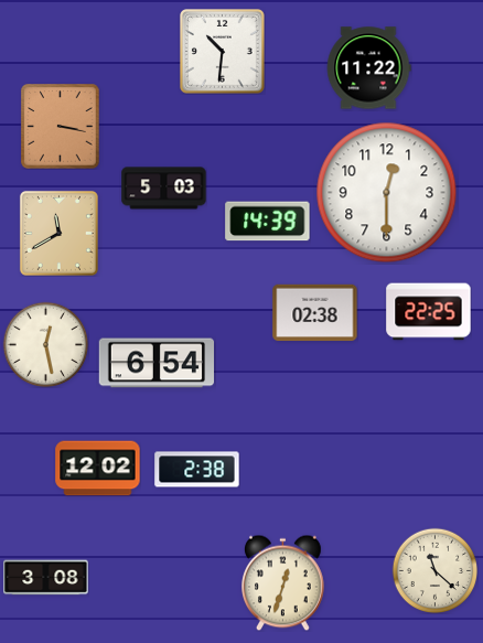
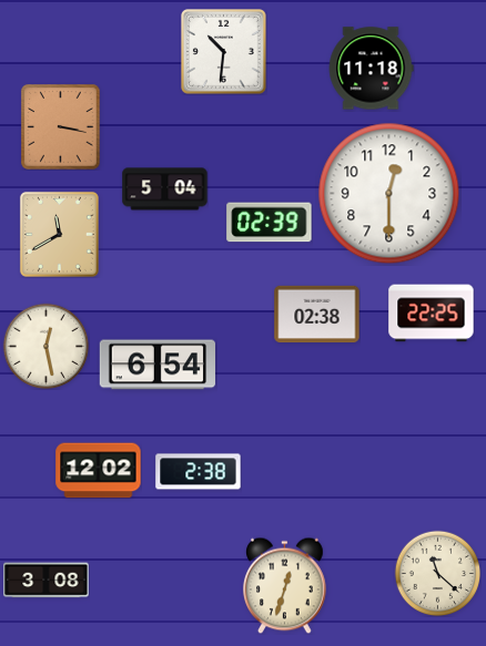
clock at (368, 68): 11:22 -> 11:18
clock at (164, 189): 5:03 -> 5:04
clock at (268, 222): 14:39 -> 02:39
